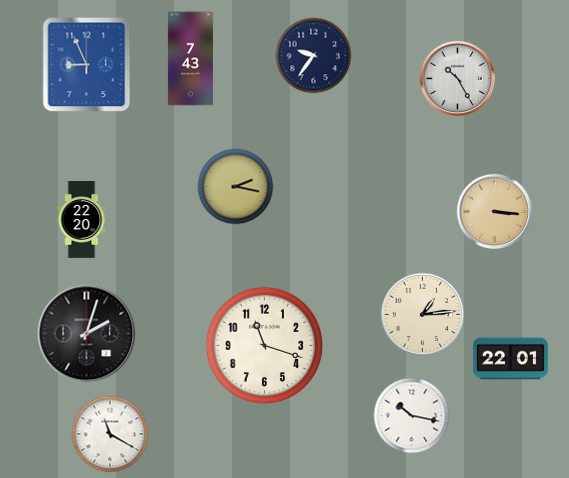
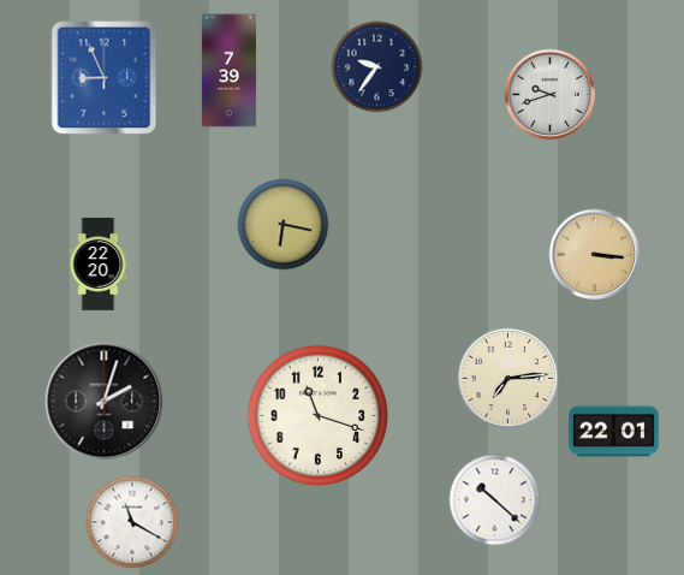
clock at (190, 59): 7:43 -> 7:39
clock at (458, 79): 10:25 -> 9:42
clock at (236, 187): 2:17 -> 6:17
clock at (423, 315): 1:14 -> 7:14
clock at (412, 416): 10:17 -> 10:22
